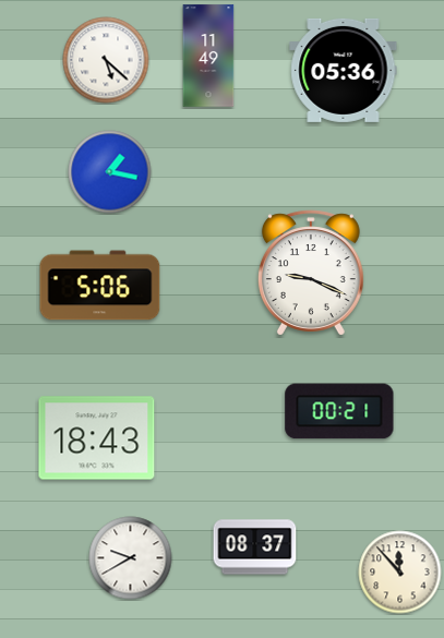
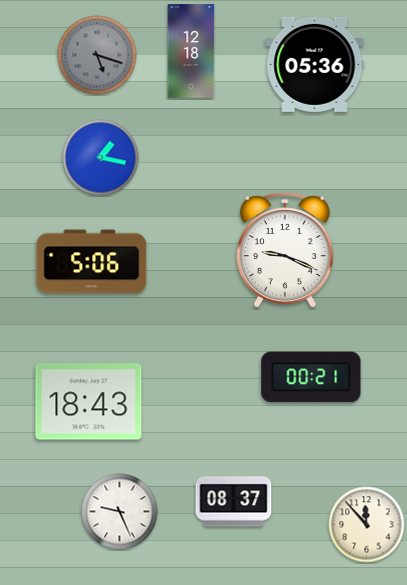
clock at (208, 56): 11:49 -> 12:18
clock at (106, 60): 5:22 -> 5:18
clock at (106, 60) dial: white -> grey
clock at (131, 558): 9:40 -> 9:26
